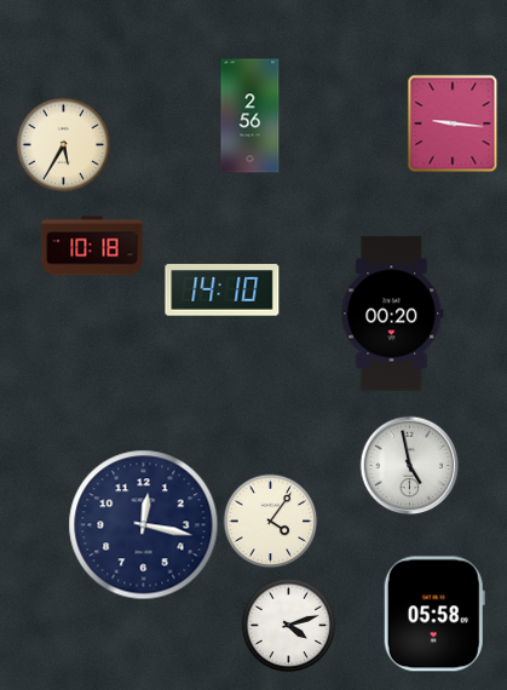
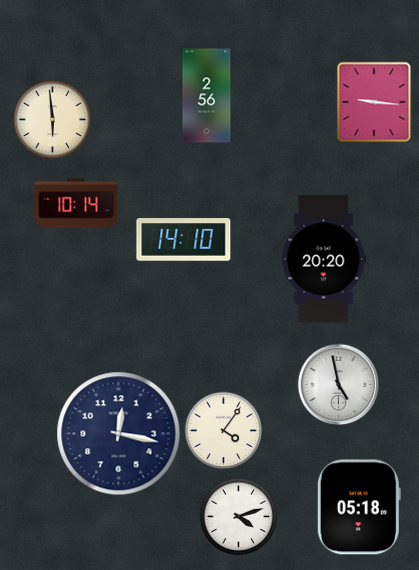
clock at (63, 144): 5:35 -> 5:59
clock at (92, 246): 10:18 -> 10:14
clock at (392, 314): 00:20 -> 20:20
clock at (434, 614): 05:58 -> 05:18
